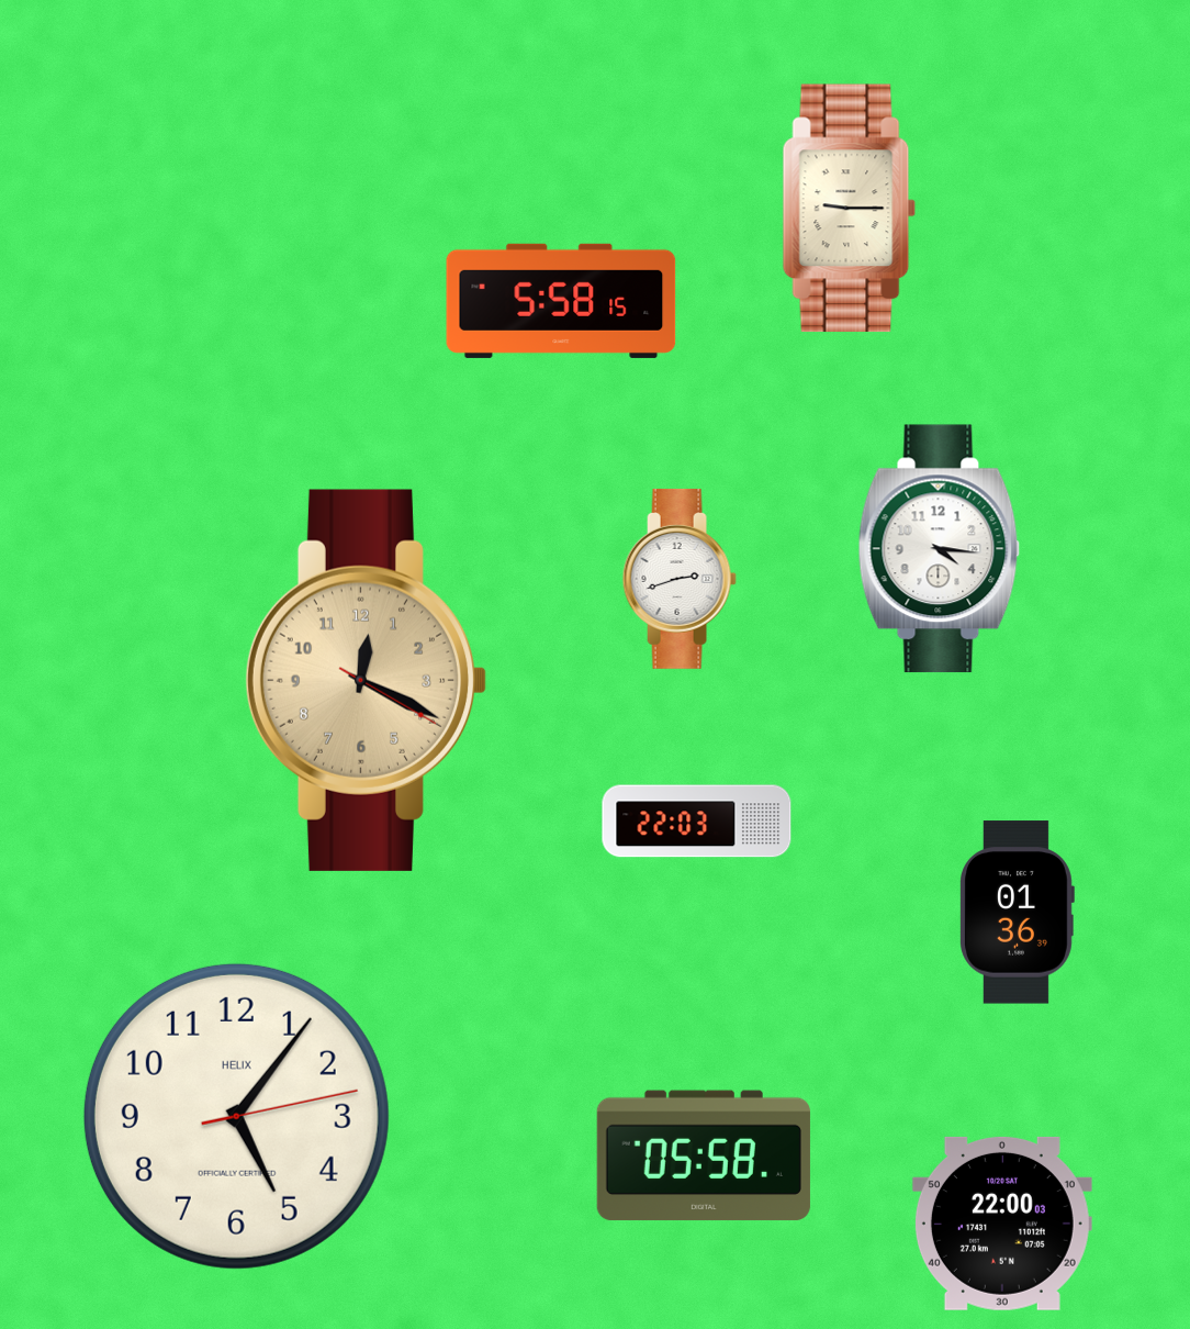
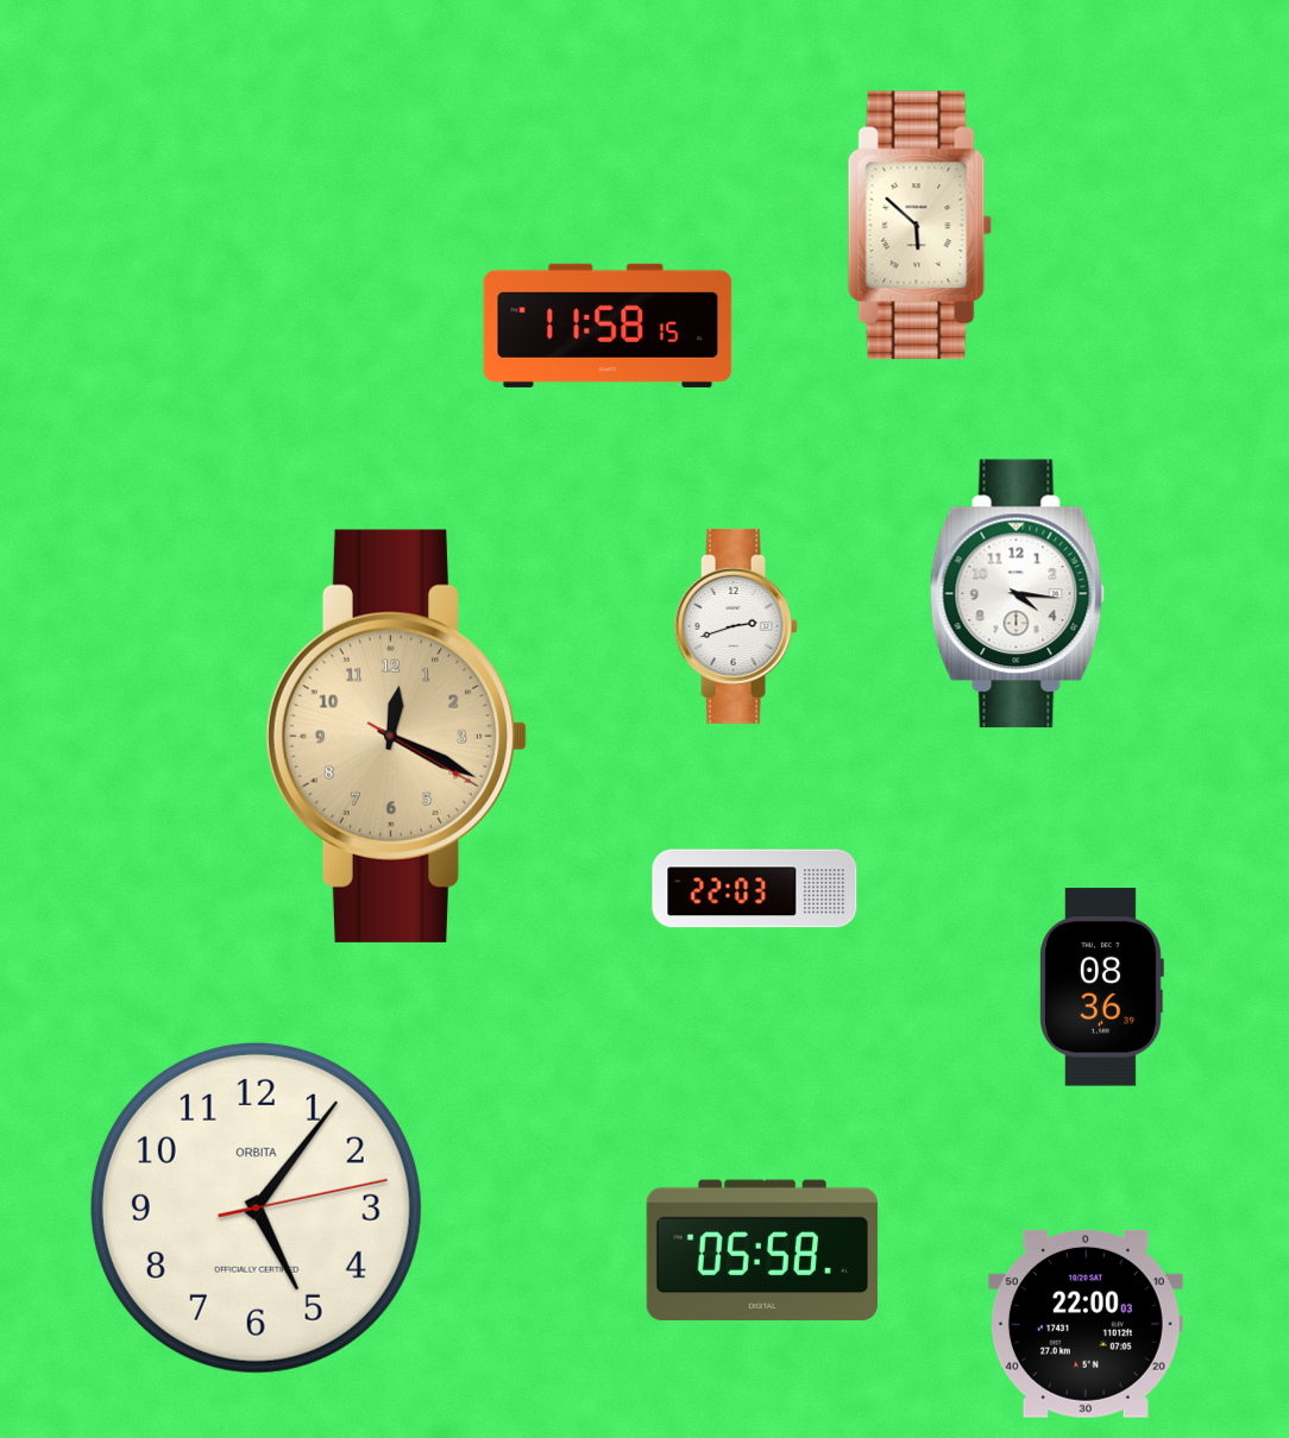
clock at (850, 209): 9:15 -> 5:52
clock at (561, 301): 5:58 -> 11:58
clock at (1018, 913): 01:36 -> 08:36
clock at (236, 1116) brand: HELIX -> ORBITA
